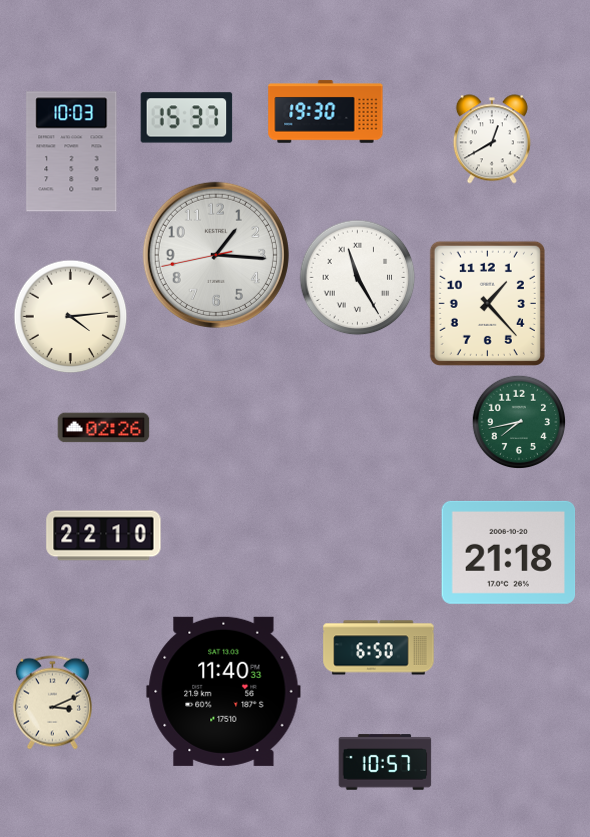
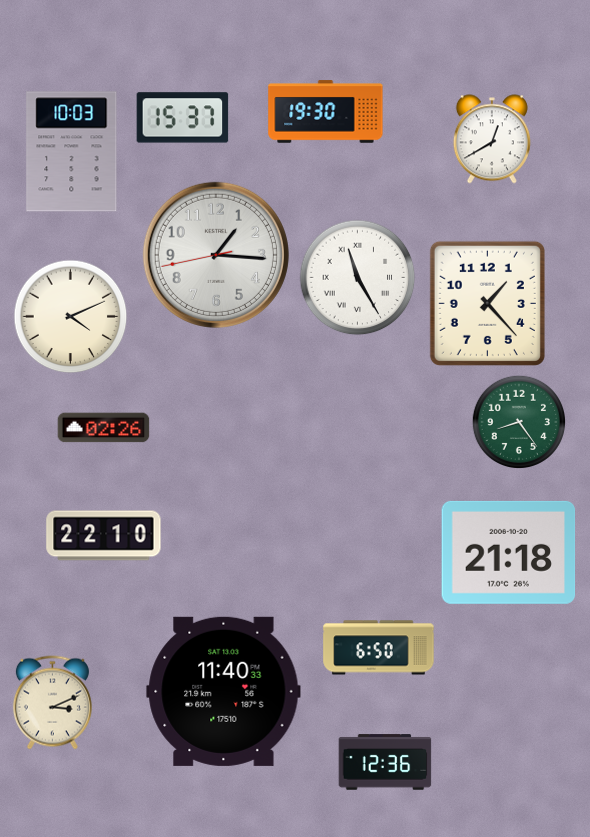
clock at (187, 118) position: (187, 118) -> (183, 118)
clock at (71, 317): 4:14 -> 4:11
clock at (518, 421): 7:43 -> 8:24
clock at (385, 762): 10:57 -> 12:36
